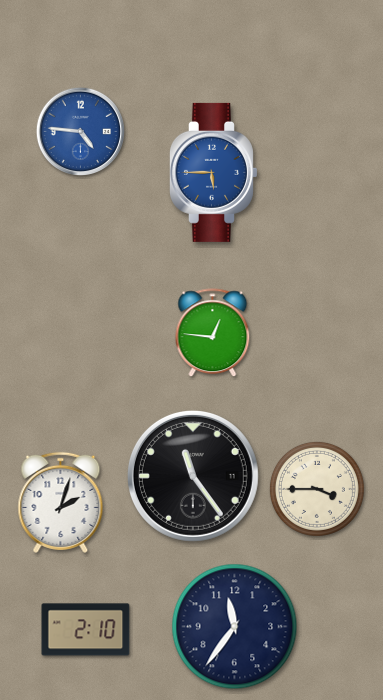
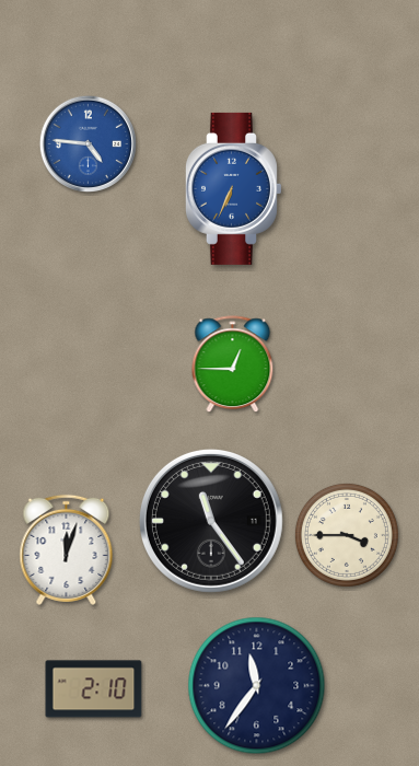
clock at (213, 172): 5:45 -> 6:34
clock at (213, 333): 12:46 -> 12:45
clock at (61, 502): 2:03 -> 12:03
